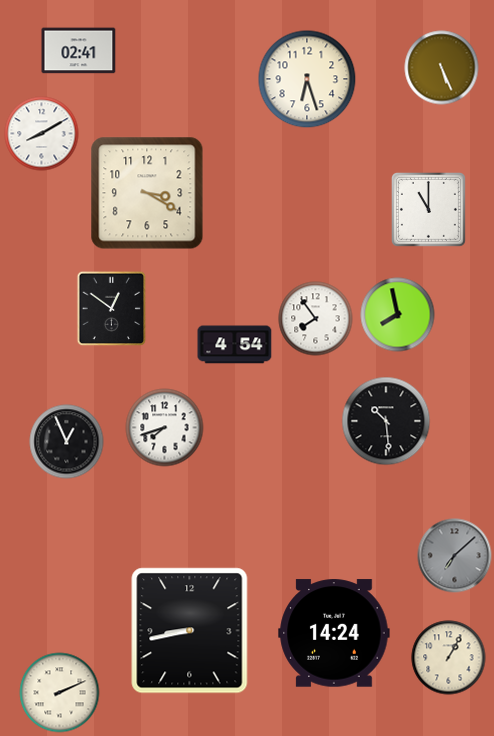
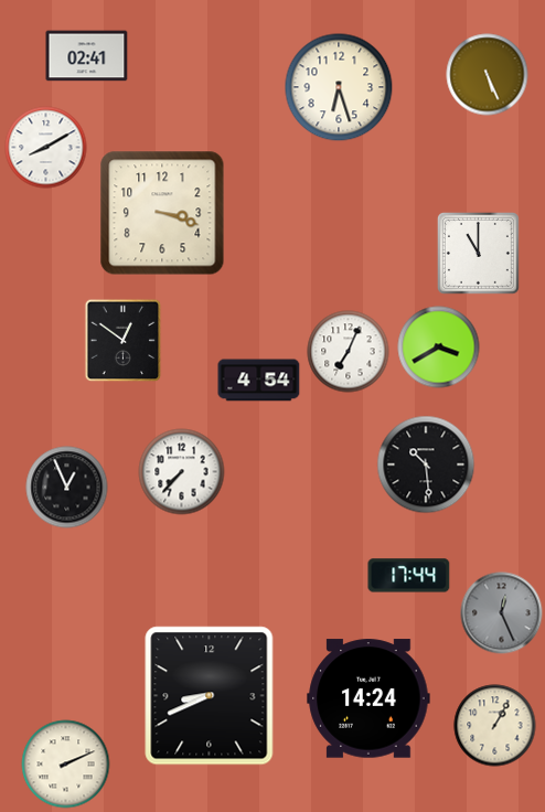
clock at (147, 193): 3:20 -> 3:18
clock at (428, 209) position: (428, 209) -> (478, 253)
clock at (398, 315): 7:58 -> 3:40
clock at (316, 319): 7:54 -> 7:04
clock at (165, 428): 7:42 -> 7:37
clock at (67, 442) position: (67, 442) -> (67, 488)
clock at (409, 576): none -> 17:44
clock at (455, 556): 7:08 -> 12:26
clock at (190, 631): 8:43 -> 8:41
